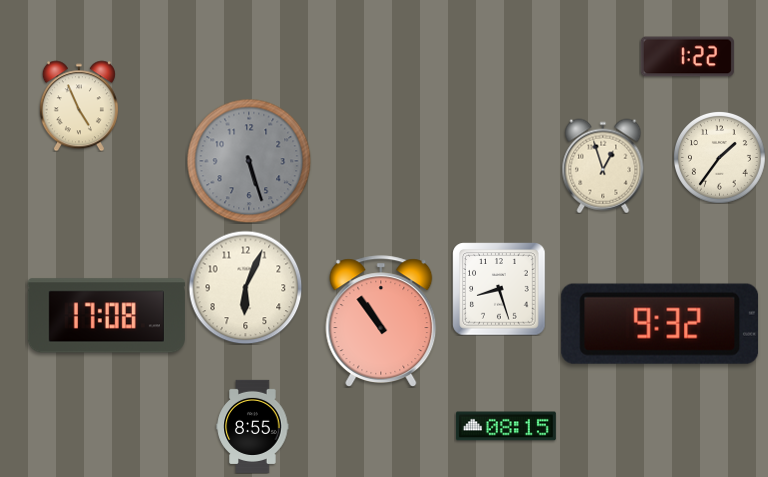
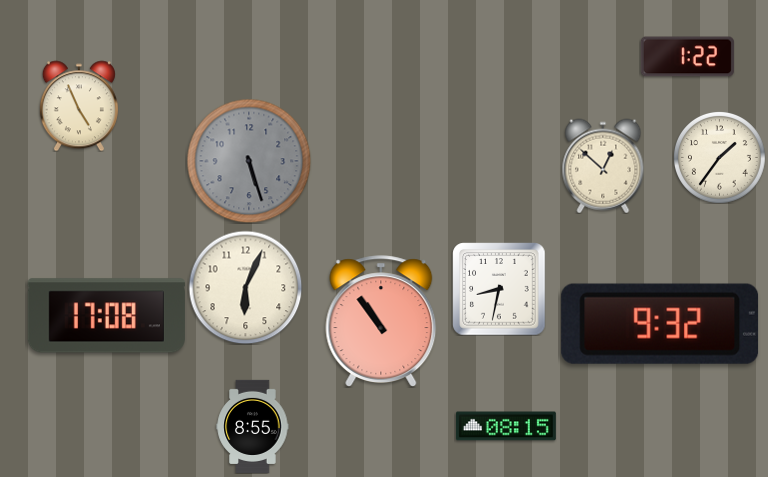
clock at (603, 166): 12:57 -> 12:52
clock at (499, 289): 8:27 -> 8:32
